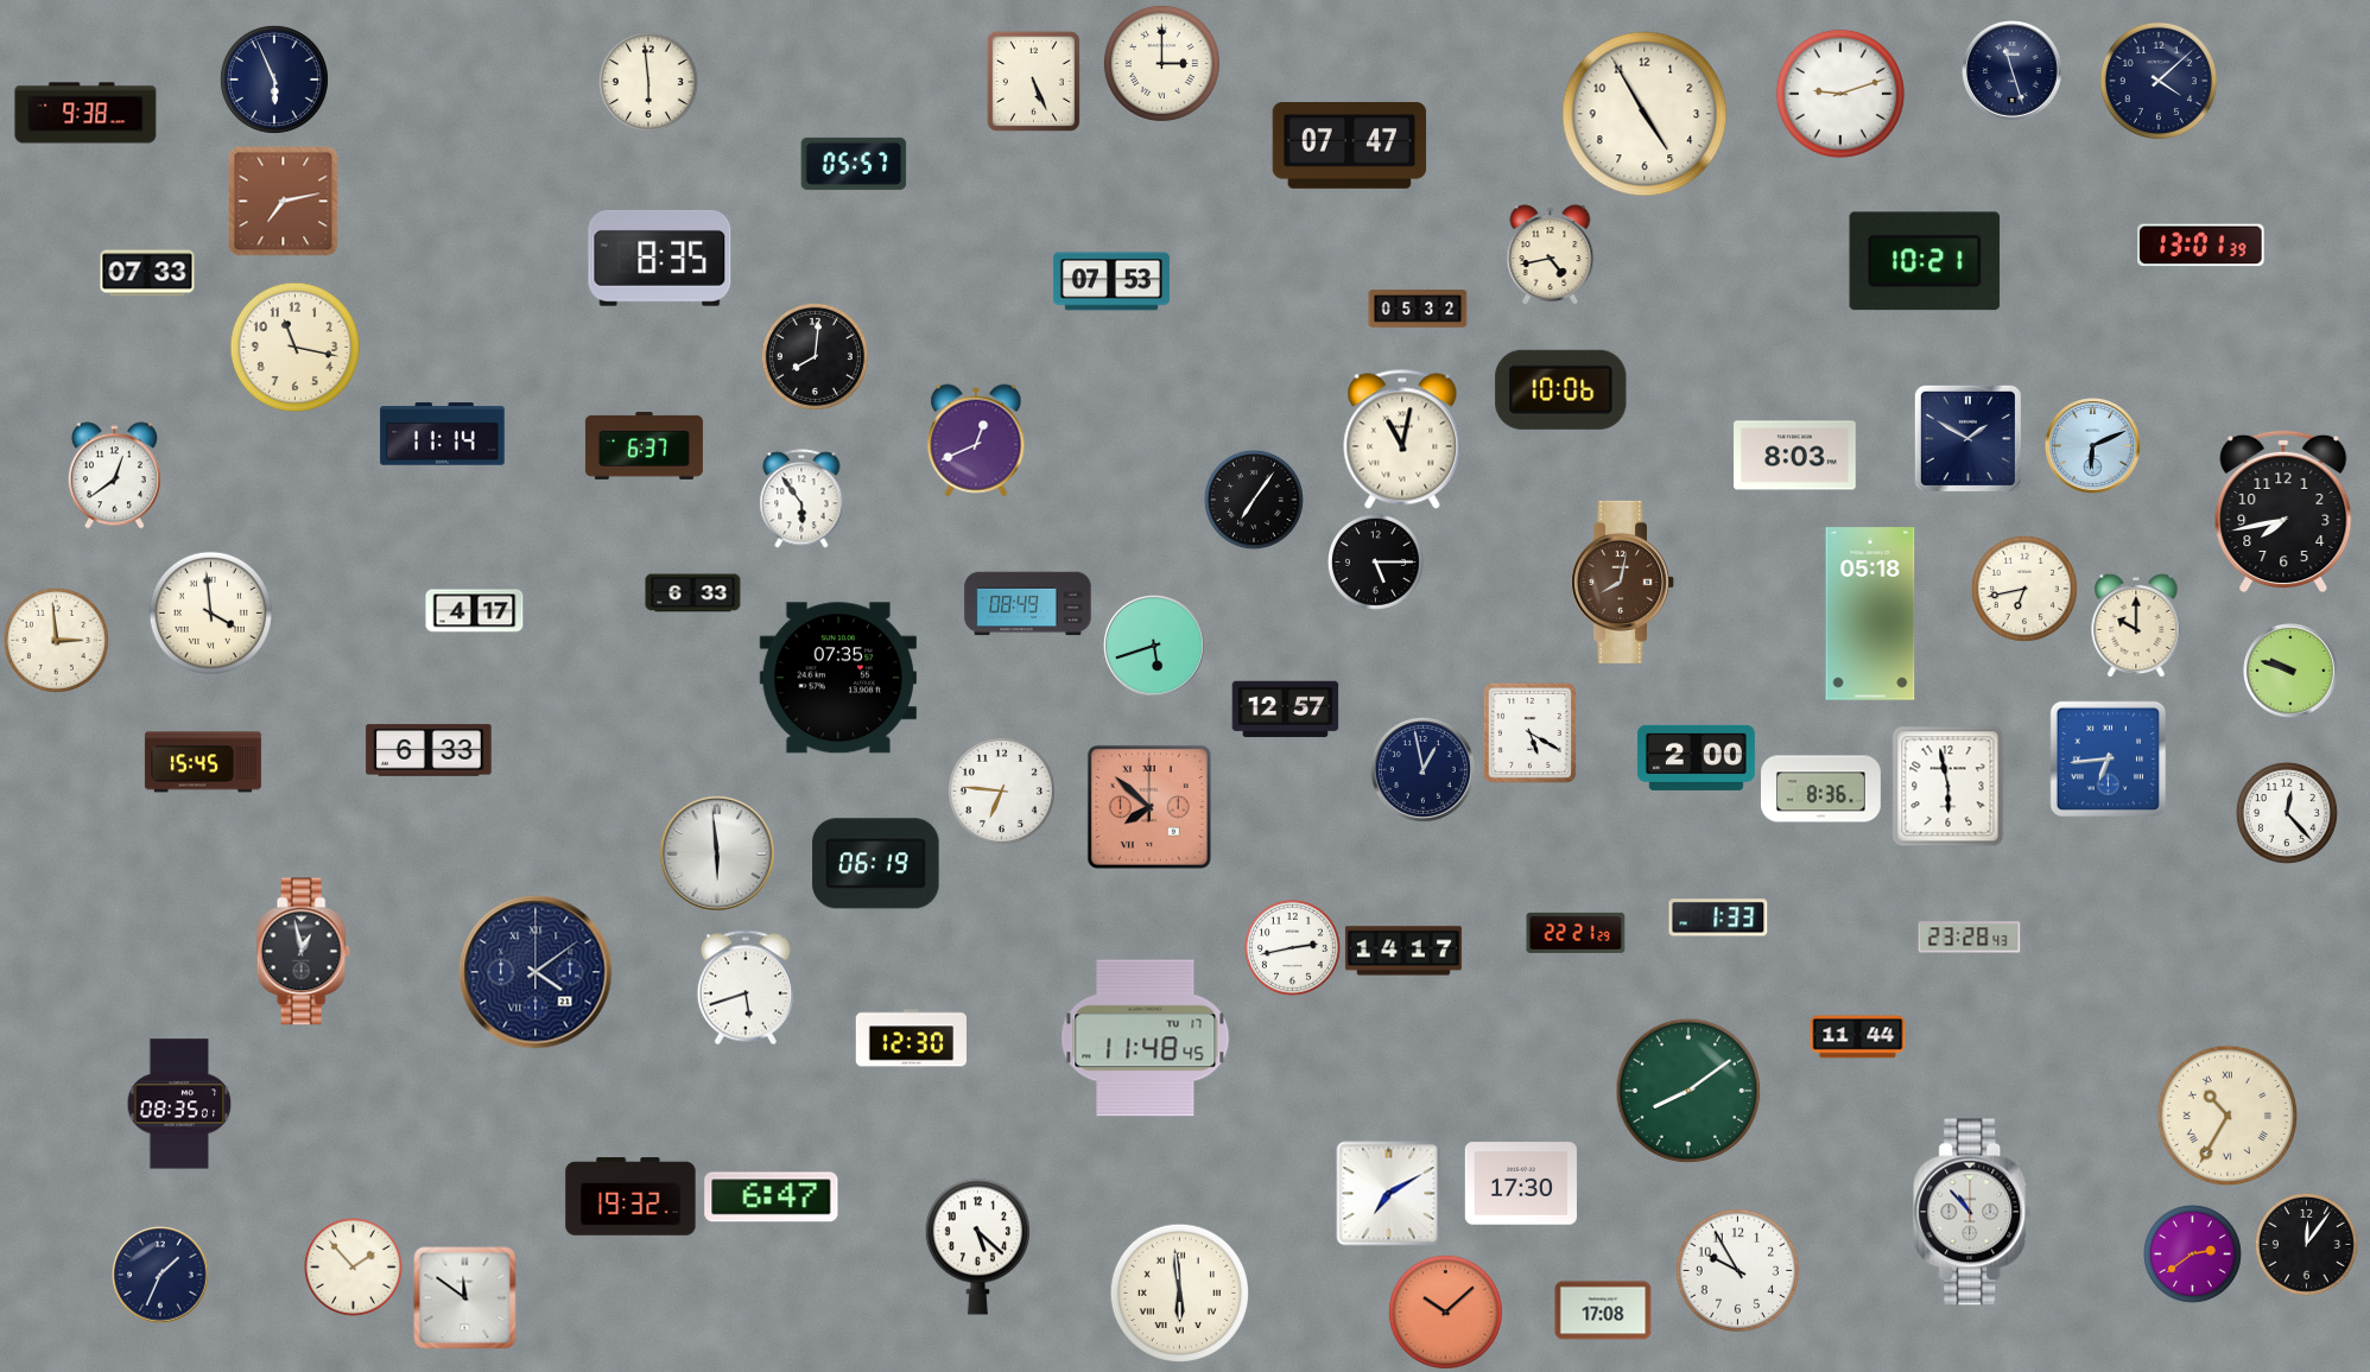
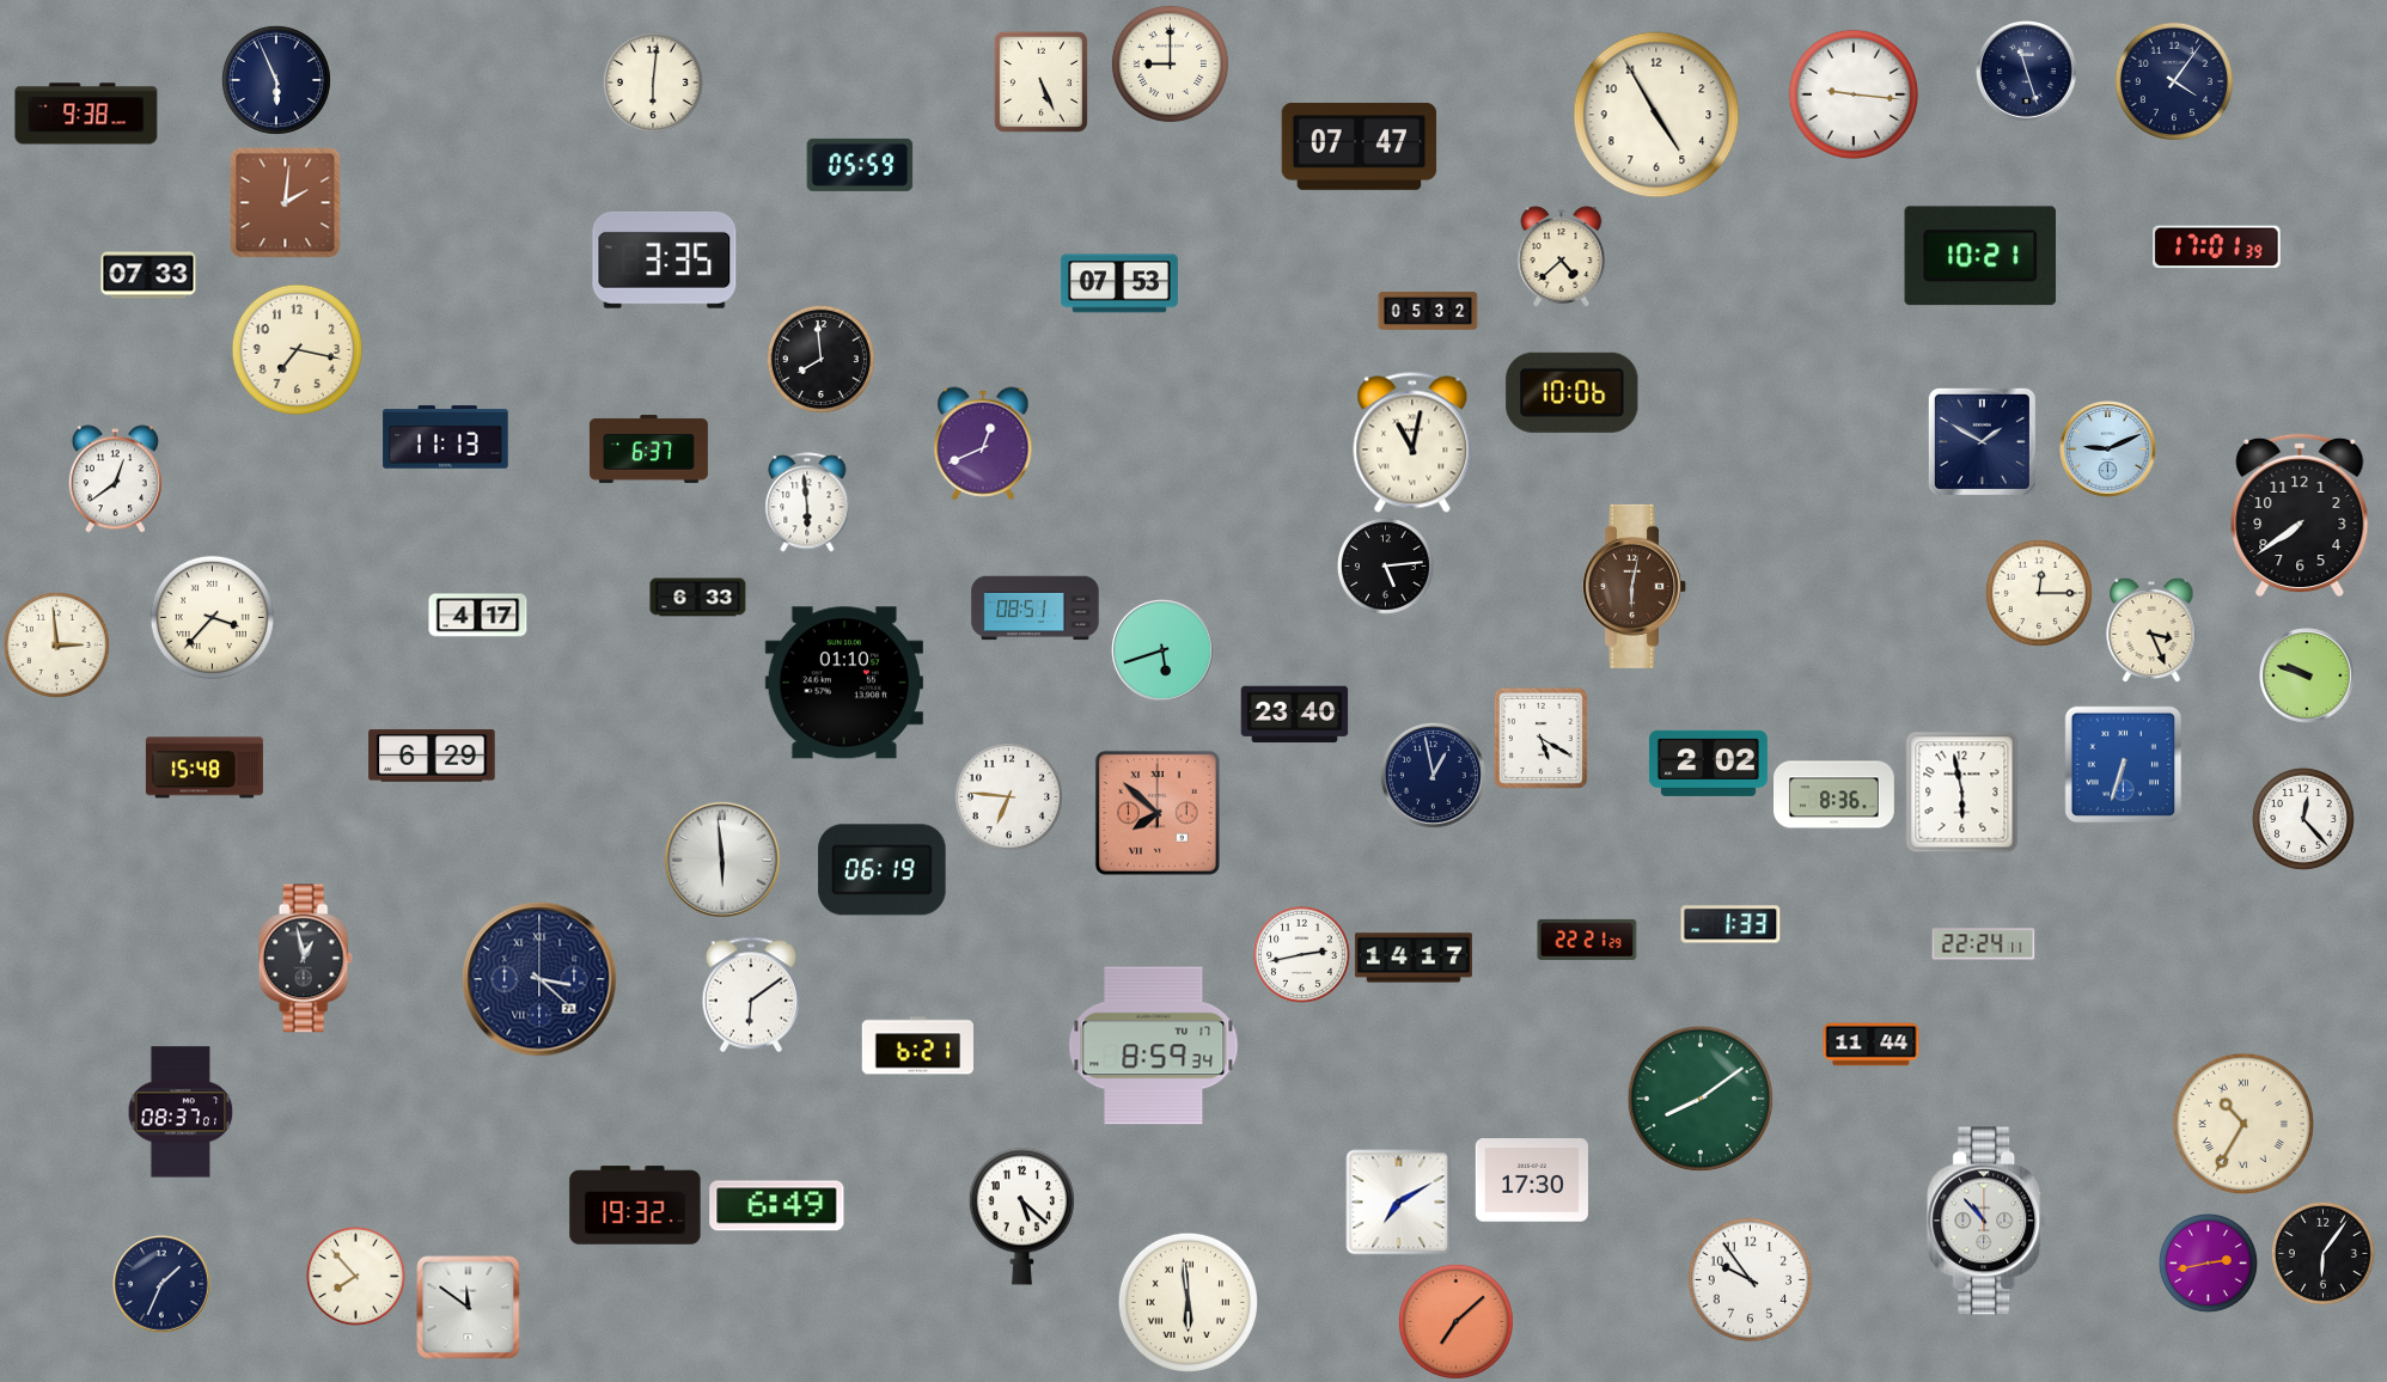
clock at (1161, 63): 3:00 -> 9:00
clock at (2159, 81): 4:08 -> 4:06
clock at (648, 82): 5:59 -> 6:01
clock at (1840, 94): 9:12 -> 9:16
clock at (854, 164): 05:57 -> 05:59
clock at (284, 202): 7:13 -> 2:01
clock at (2201, 246): 13:01 -> 17:01
clock at (1551, 255): 4:43 -> 4:38
clock at (660, 258): 8:35 -> 3:35
clock at (1925, 261) position: (1925, 261) -> (1980, 256)
clock at (294, 347): 11:17 -> 7:17
clock at (815, 356): 8:01 -> 7:59
clock at (443, 434): 11:14 -> 11:13
clock at (2093, 446): 6:11 -> 9:11
clock at (1795, 456): 8:03 -> none
clock at (801, 498): 5:54 -> 5:59
clock at (1254, 500): 7:06 -> none
clock at (2283, 512): 7:43 -> 7:39
clock at (1375, 561): 5:15 -> 5:14
clock at (1623, 582): 8:02 -> 6:02
clock at (2024, 589): 6:43 -> 12:15
clock at (1028, 604): 08:49 -> 08:51
clock at (210, 612): 3:59 -> 3:37
clock at (1870, 614): 05:18 -> none
clock at (2136, 625): 10:00 -> 3:26
clock at (838, 678): 07:35 -> 01:10
clock at (1286, 710): 12:57 -> 23:40
clock at (429, 750): 6:33 -> 6:29
clock at (1696, 757): 2:00 -> 2:02
clock at (2109, 760): 6:44 -> 6:33
clock at (203, 762): 15:45 -> 15:48
clock at (1970, 938): 23:28 -> 22:24
clock at (536, 972): 4:09 -> 3:22
clock at (744, 987): 5:42 -> 6:09
clock at (911, 1038): 12:30 -> 6:21
clock at (1146, 1038): 11:48 -> 8:59
clock at (179, 1104): 08:35 -> 08:37
clock at (1521, 1183) position: (1521, 1183) -> (1532, 1180)
clock at (772, 1198): 6:47 -> 6:49
clock at (2306, 1244): 12:06 -> 6:06
clock at (977, 1247) position: (977, 1247) -> (1021, 1217)
clock at (2192, 1253): 2:39 -> 2:43
clock at (353, 1266): 1:53 -> 7:53
clock at (1737, 1270): 9:55 -> 9:54
clock at (1603, 1310): 17:08 -> none
clock at (1445, 1311): 10:08 -> 7:08
